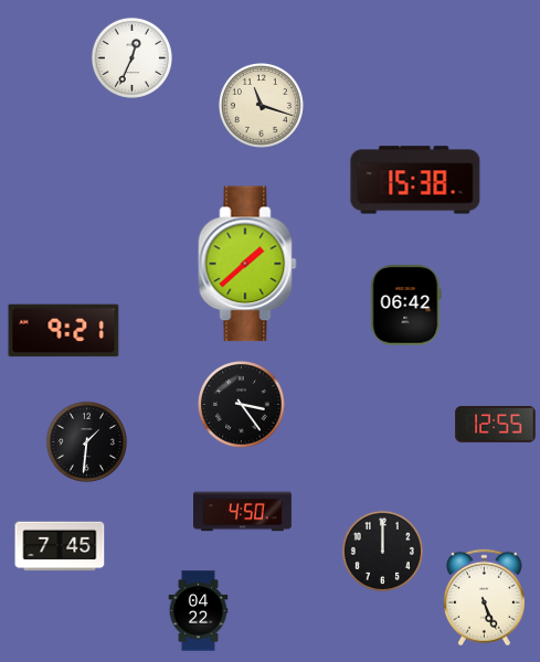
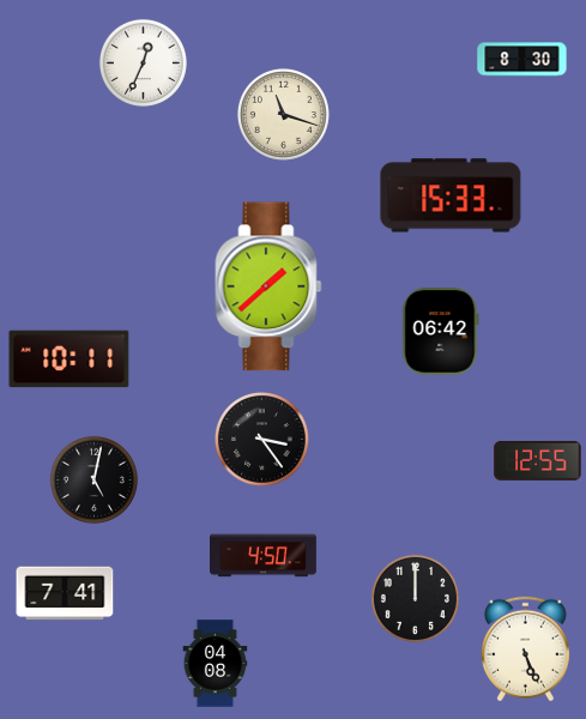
clock at (522, 60): none -> 8:30
clock at (415, 180): 15:38 -> 15:33
clock at (64, 331): 9:21 -> 10:11
clock at (86, 441): 1:31 -> 5:02
clock at (60, 546): 7:45 -> 7:41
clock at (199, 611): 04:22 -> 04:08
